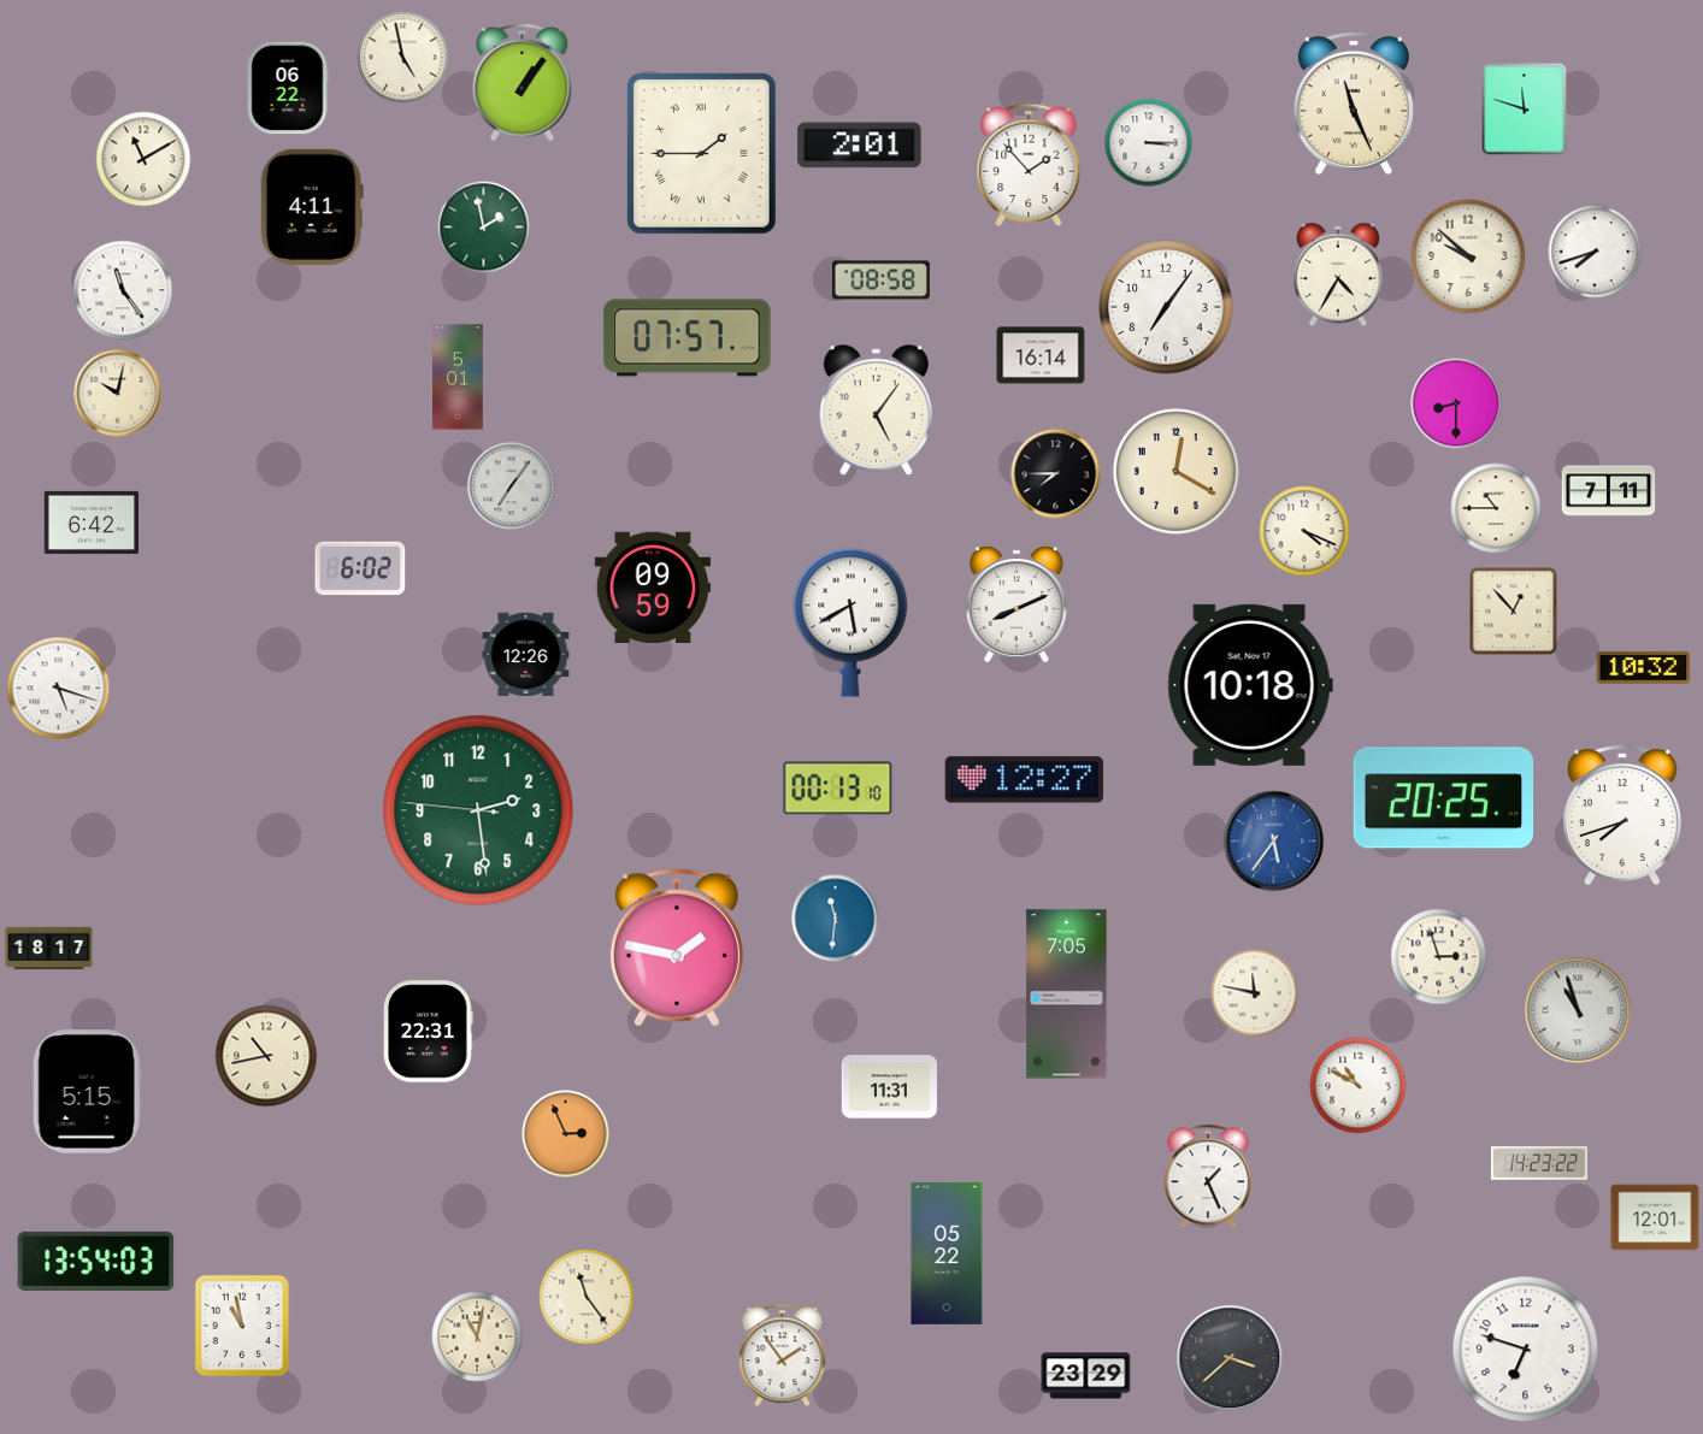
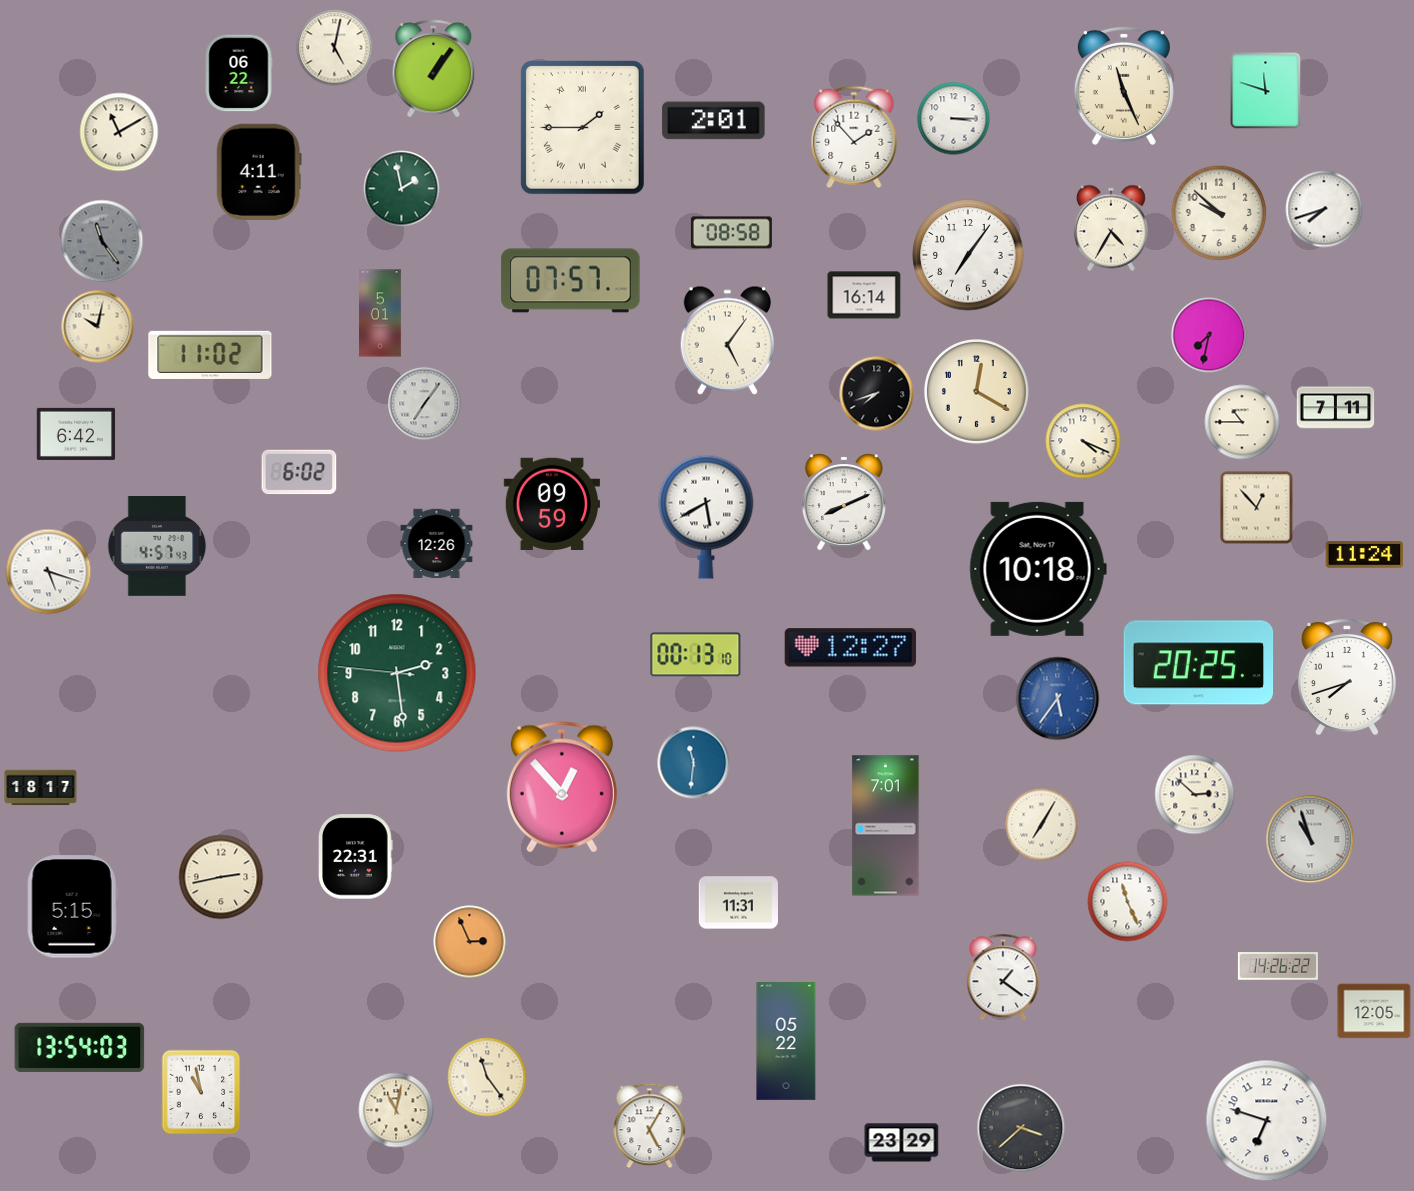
clock at (403, 58): 4:58 -> 5:02
clock at (123, 290) dial: white -> grey
clock at (1456, 403): 8:30 -> 7:32
clock at (210, 355): none -> 11:02
clock at (1056, 474): 7:45 -> 7:42
clock at (652, 586) position: (652, 586) -> (551, 503)
clock at (157, 546): none -> 4:57
clock at (1644, 668): 10:32 -> 11:24
clock at (677, 948): 1:47 -> 12:53
clock at (1439, 957): 2:57 -> 2:52
clock at (1255, 993): 11:47 -> 7:05
clock at (1067, 995): 7:05 -> 7:01
clock at (266, 1056): 10:43 -> 2:43
clock at (1359, 1086): 10:50 -> 11:26
clock at (1539, 1163): 14:23 -> 14:26
clock at (1208, 1176): 1:26 -> 1:21
clock at (1655, 1217): 12:01 -> 12:05
clock at (242, 1326) position: (242, 1326) -> (201, 1092)
clock at (783, 1356): 1:54 -> 5:05
